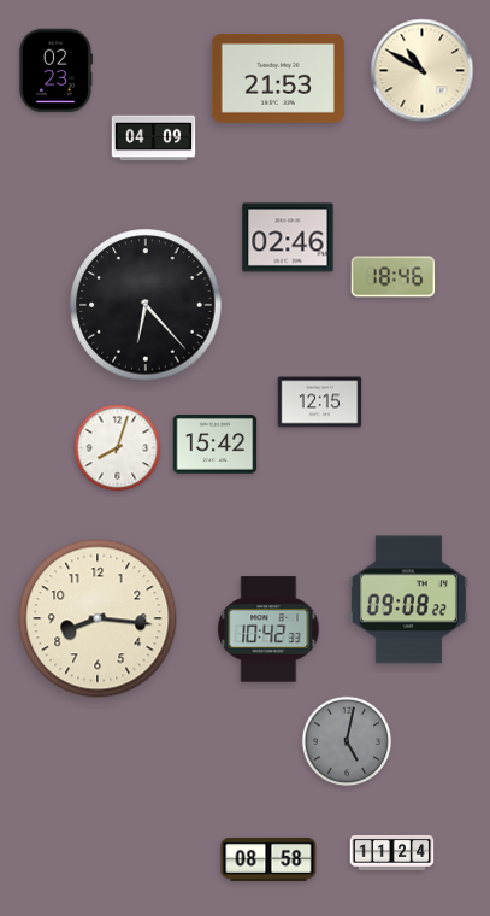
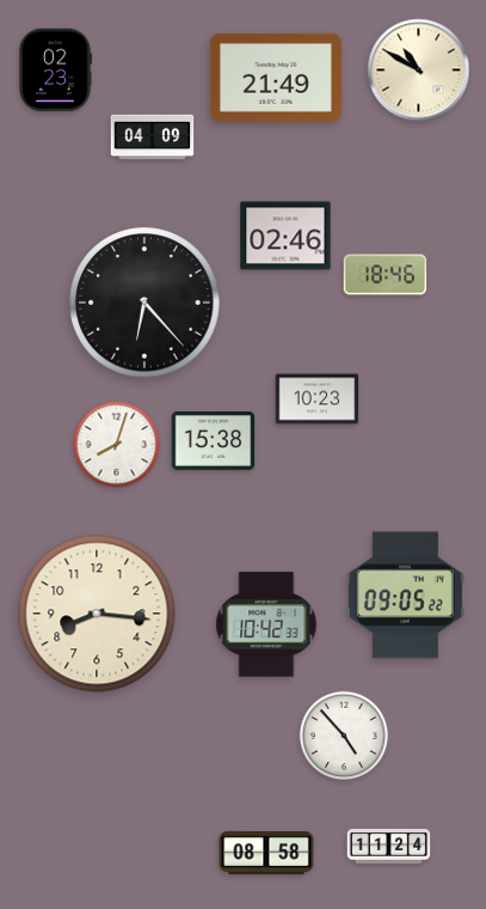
clock at (278, 78): 21:53 -> 21:49
clock at (394, 277) position: (394, 277) -> (386, 275)
clock at (320, 403): 12:15 -> 10:23
clock at (216, 445): 15:42 -> 15:38
clock at (408, 600): 09:08 -> 09:05
clock at (347, 741): 5:02 -> 4:53
clock at (347, 741) dial: grey -> white
